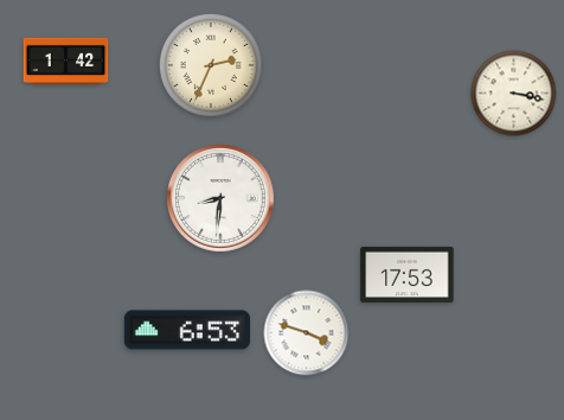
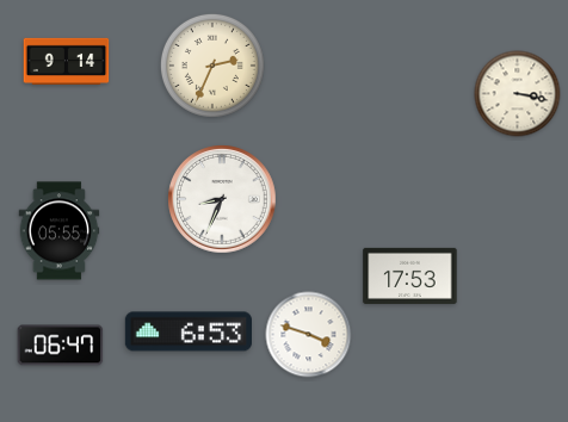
clock at (66, 61): 1:42 -> 9:14
clock at (220, 198): 8:31 -> 8:34
clock at (60, 231): none -> 05:55
clock at (61, 346): none -> 06:47
